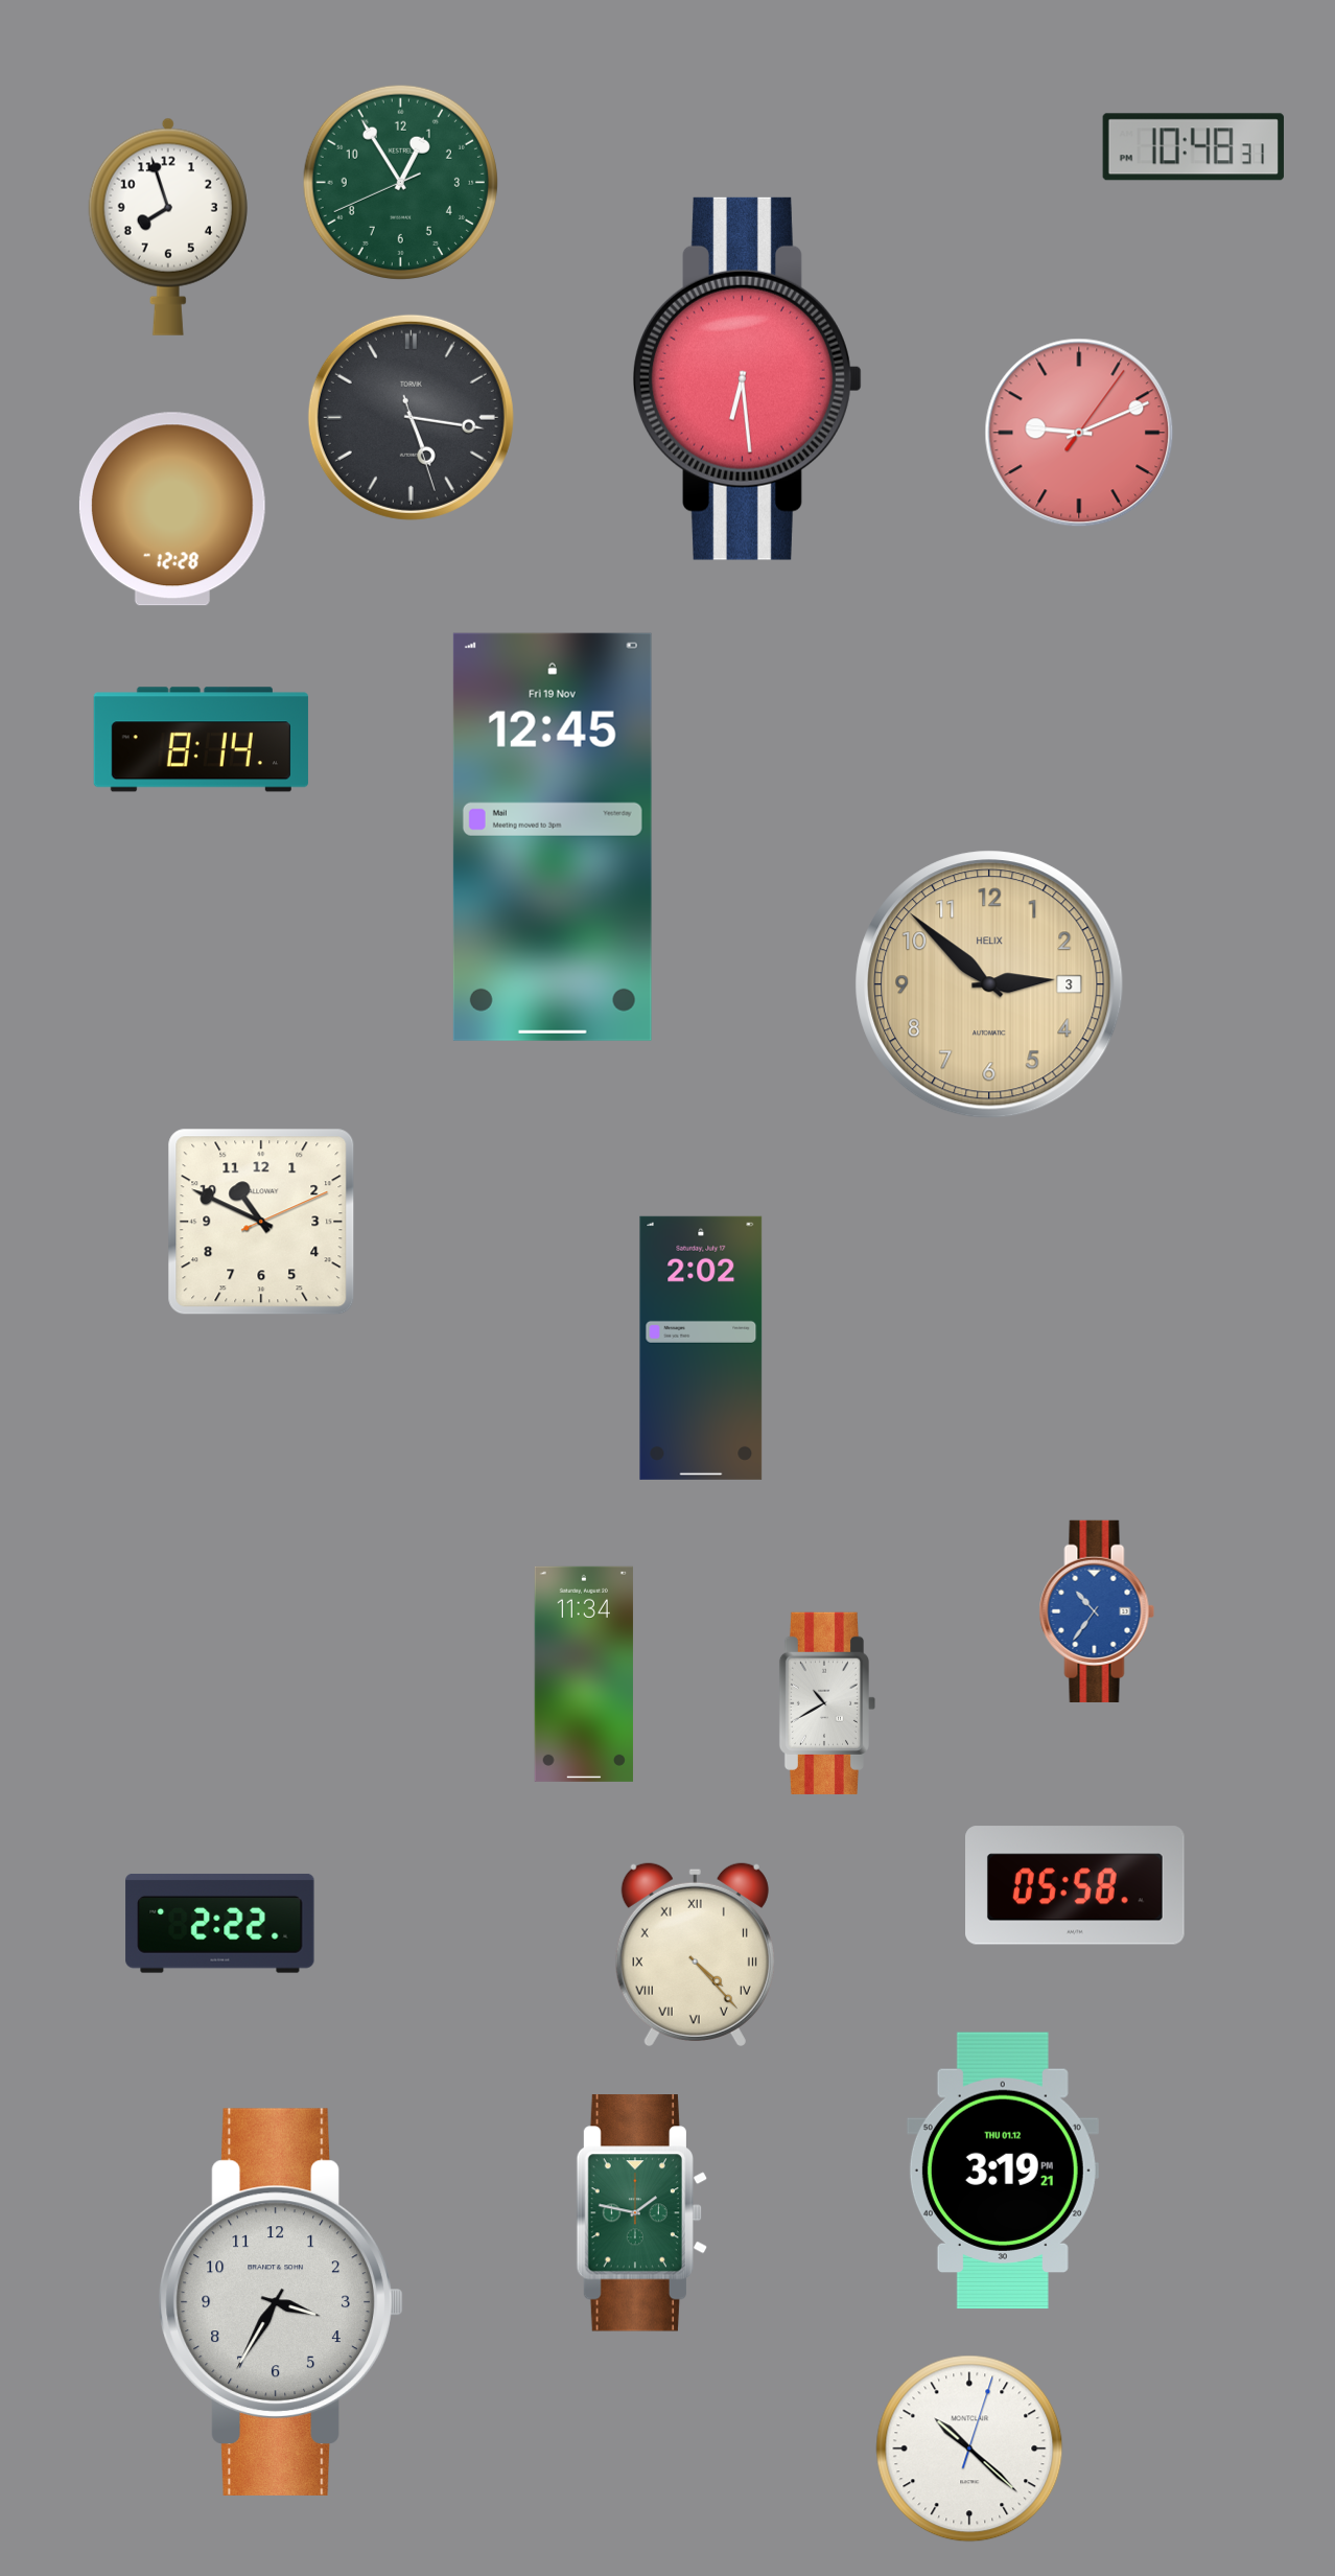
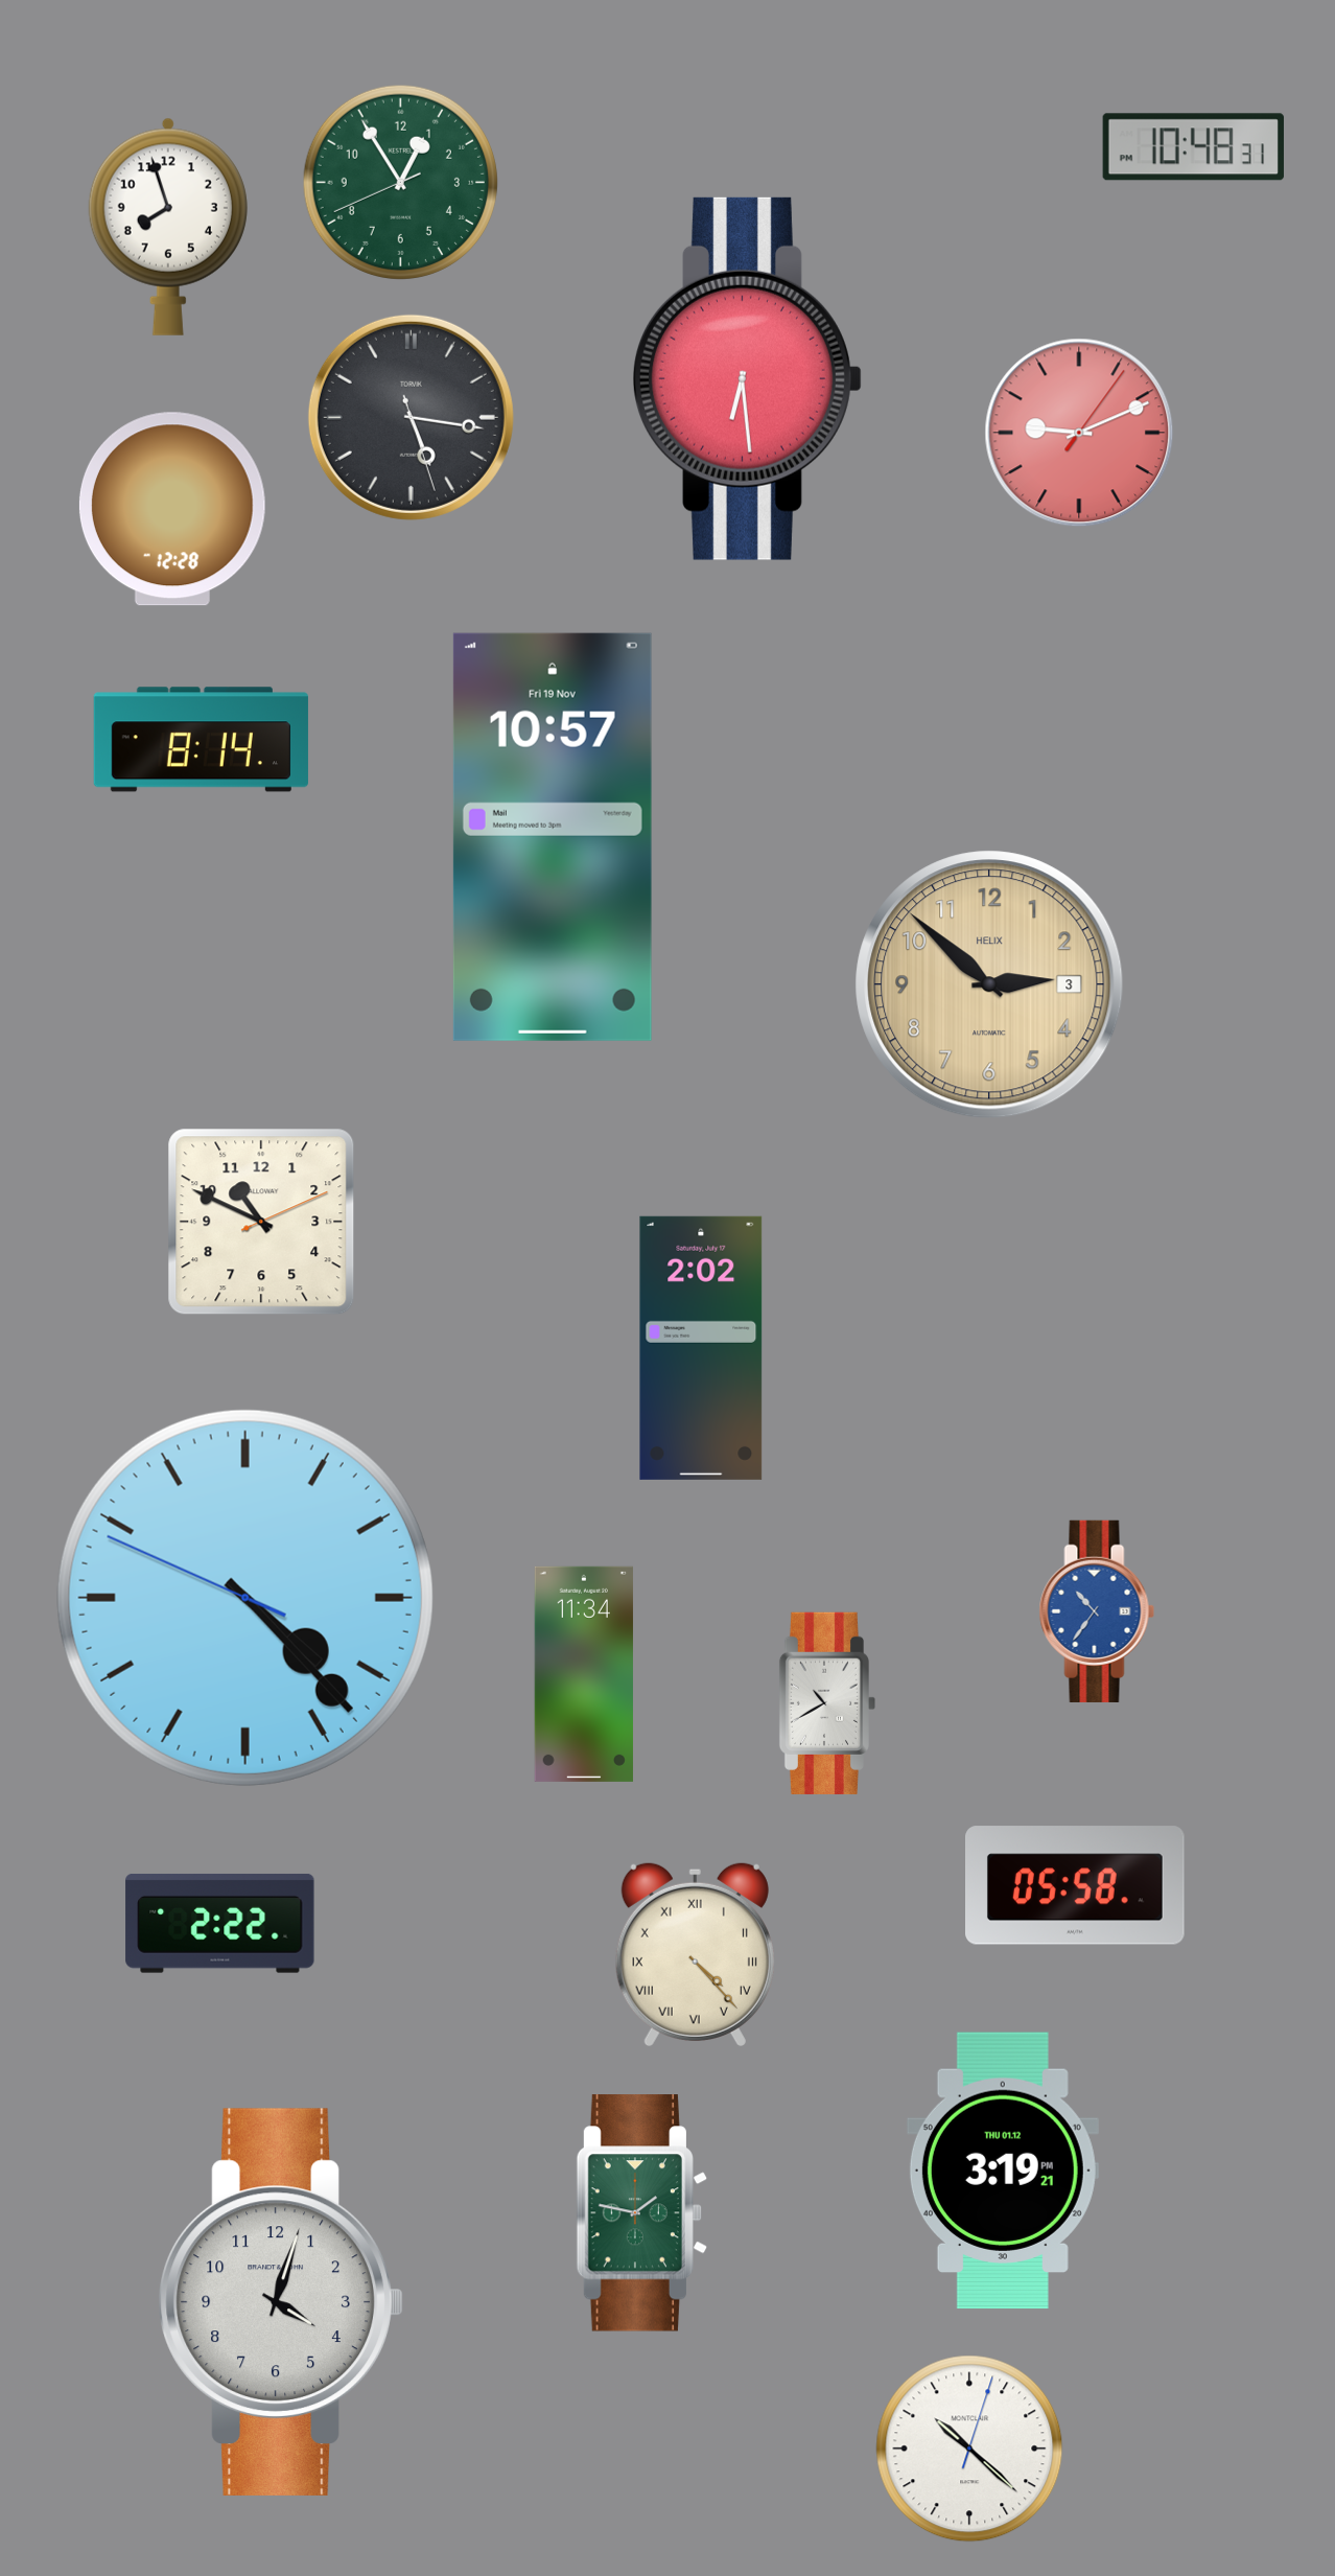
clock at (553, 837): 12:45 -> 10:57
clock at (245, 1598): none -> 4:22
clock at (281, 2302): 3:35 -> 4:03
